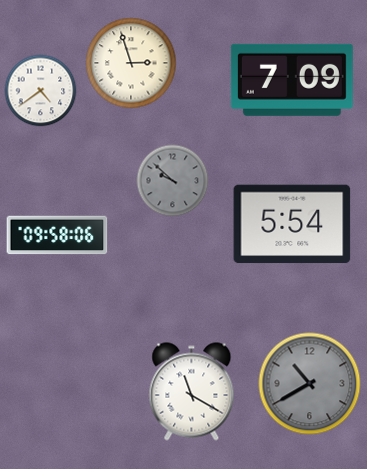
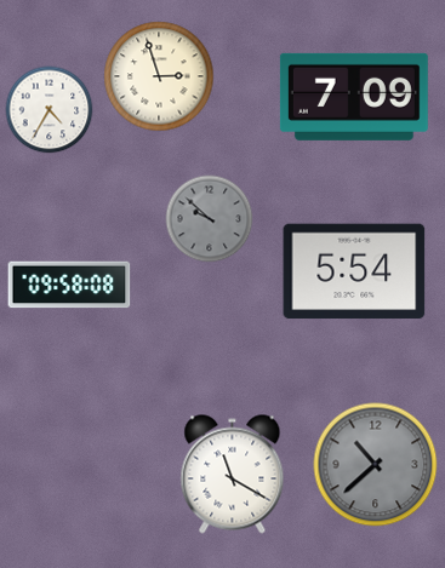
clock at (41, 91): 4:39 -> 4:35
clock at (57, 235): 09:58:06 -> 09:58:08
clock at (310, 384): 10:40 -> 10:38
